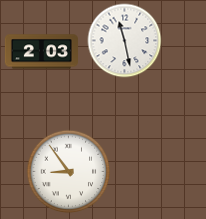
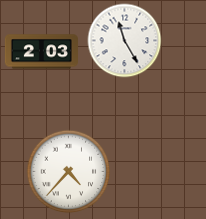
clock at (125, 41): 11:28 -> 11:25
clock at (69, 172): 8:54 -> 4:37
